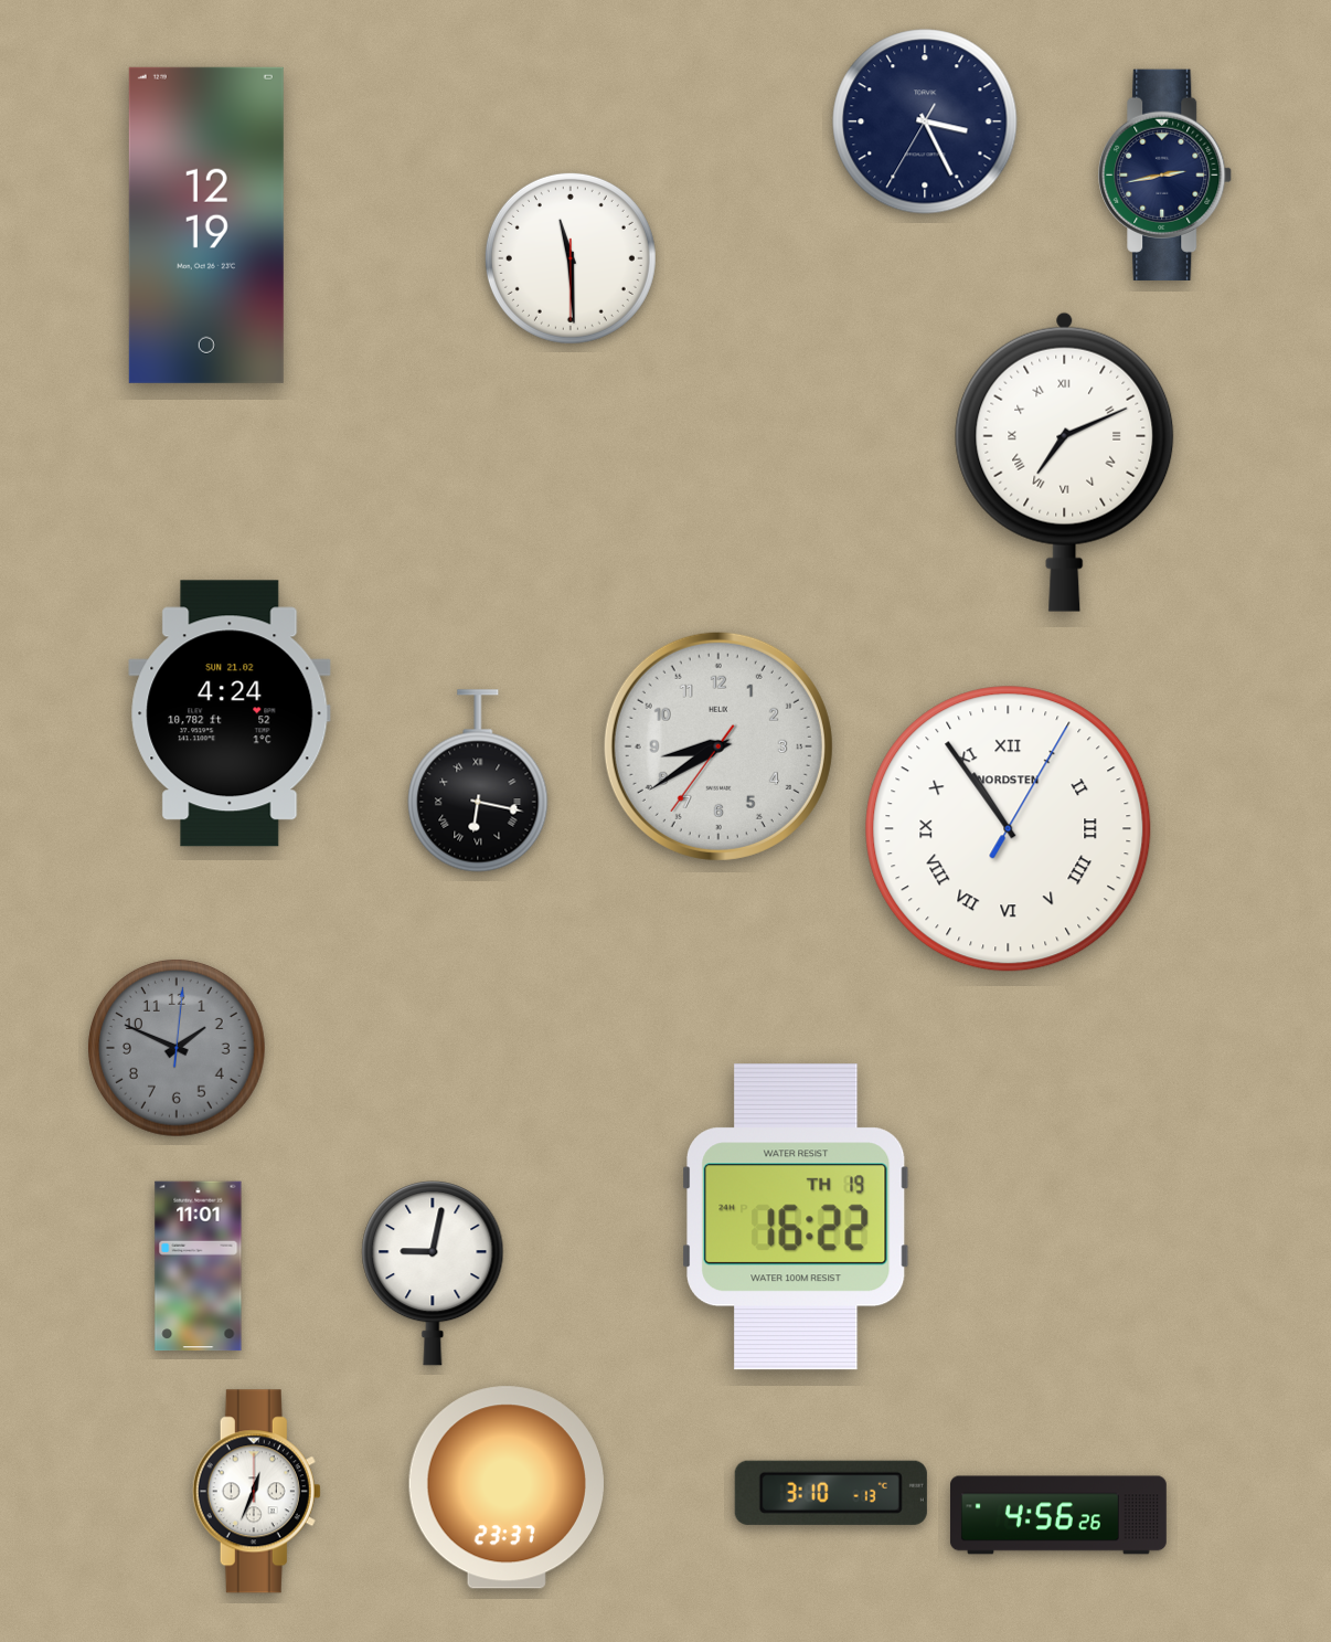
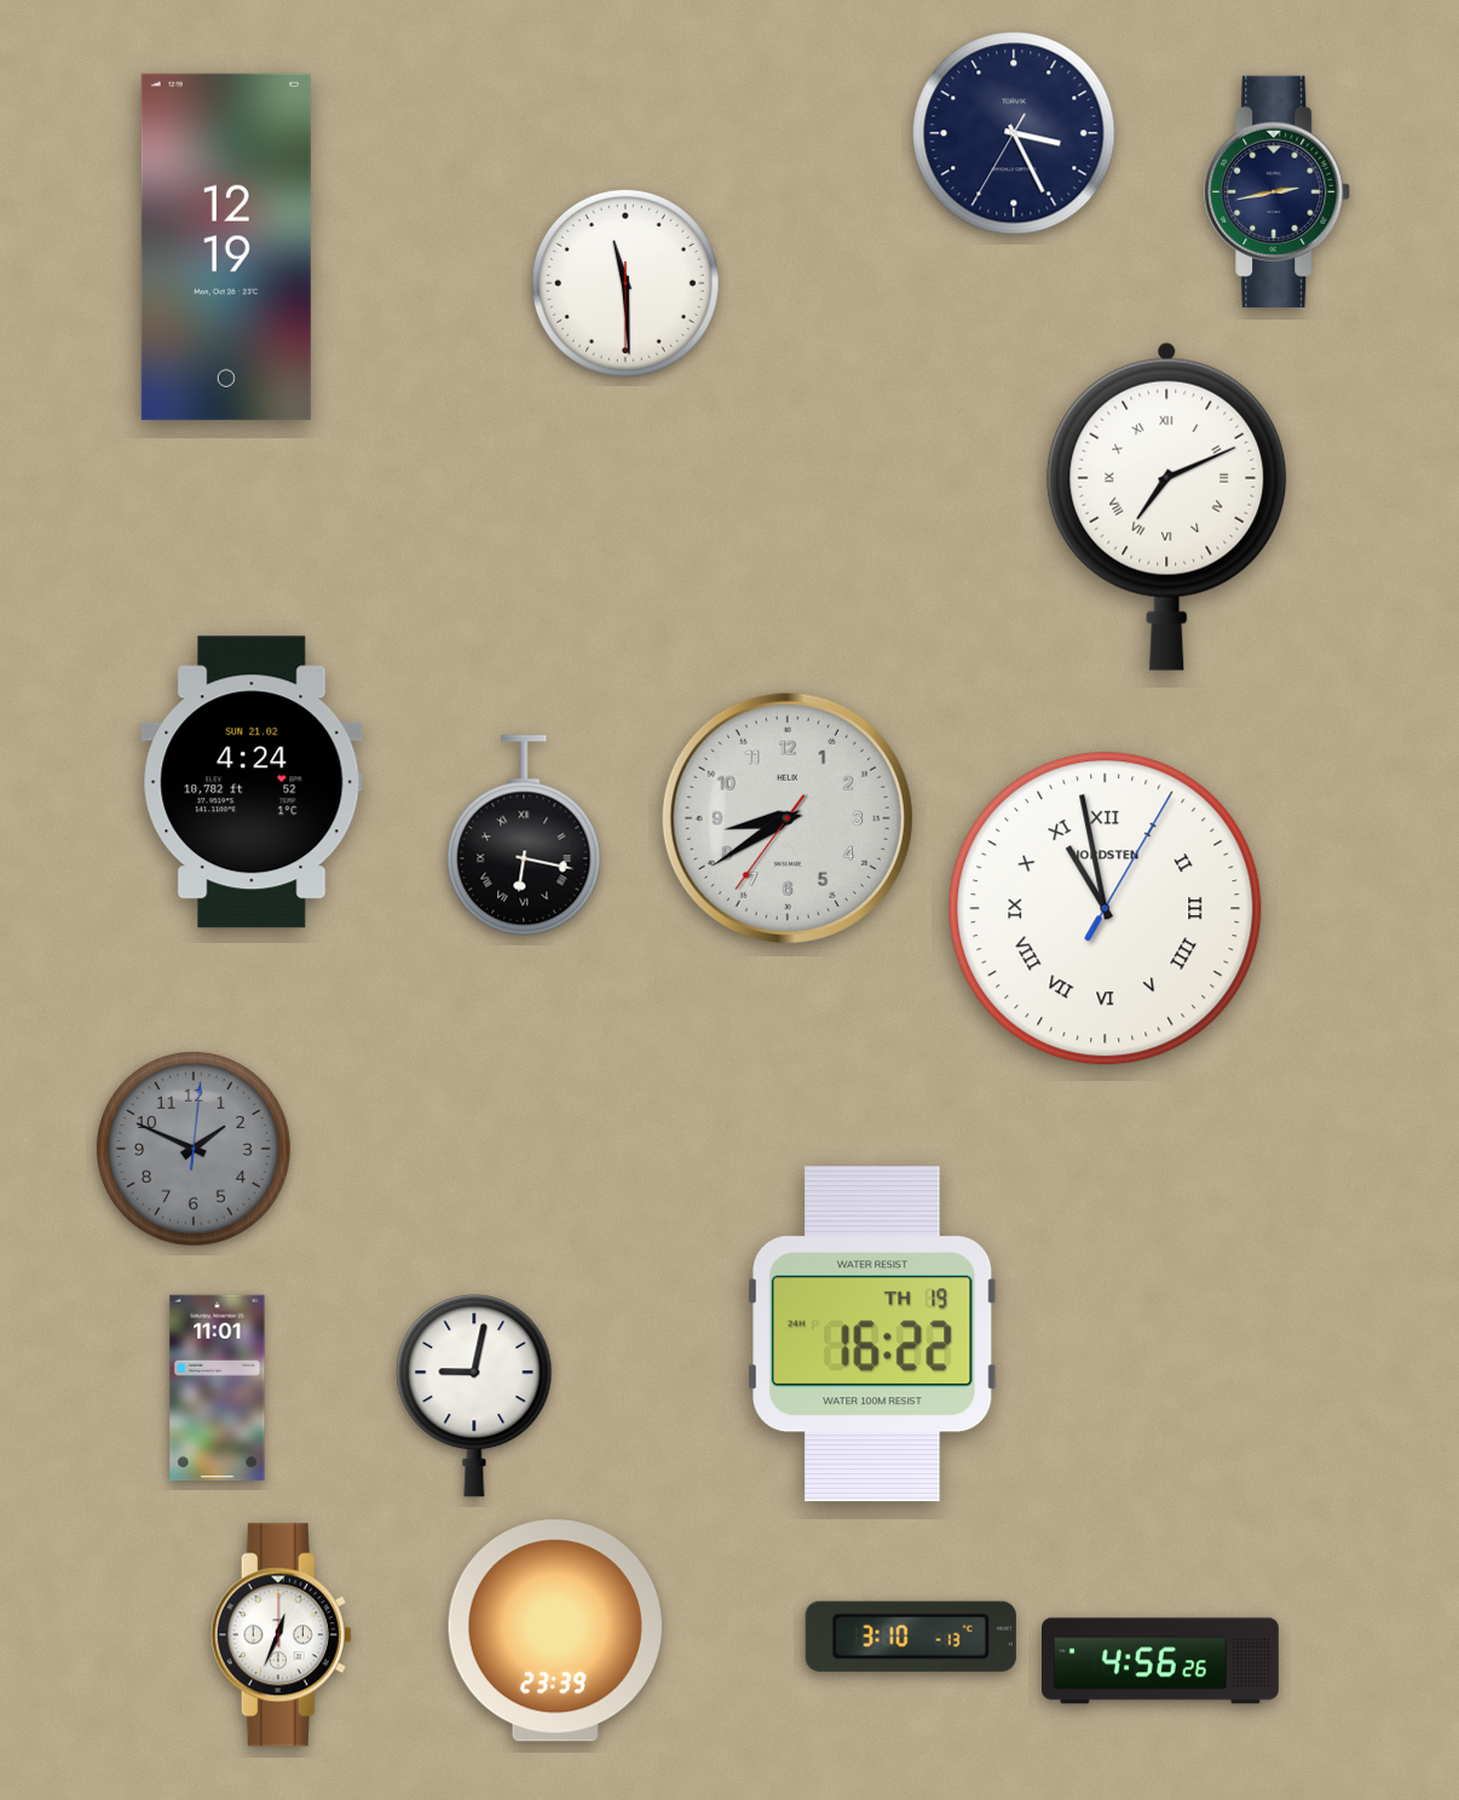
clock at (478, 781) position: (478, 781) -> (524, 835)
clock at (1009, 829): 10:54 -> 10:58
clock at (507, 1487): 23:37 -> 23:39
